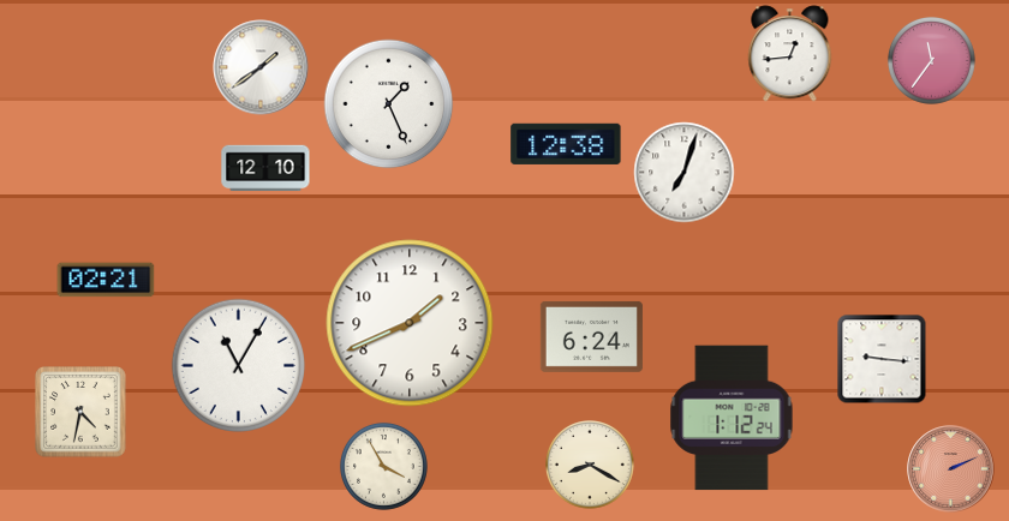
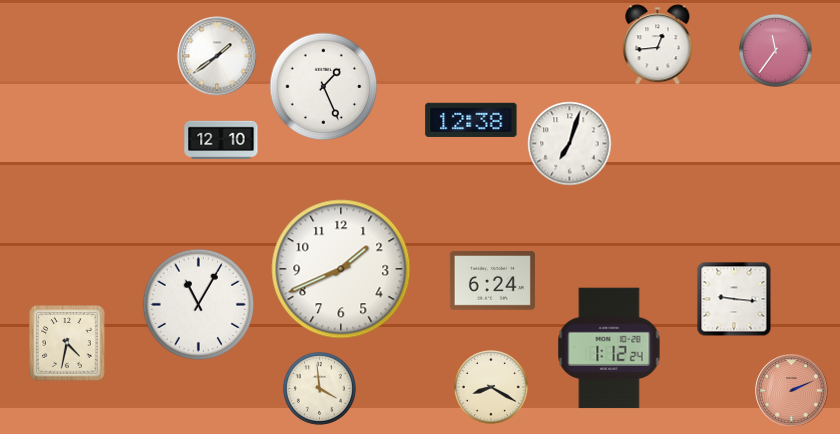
clock at (106, 280): 02:21 -> none
clock at (383, 466): 3:55 -> 3:59
